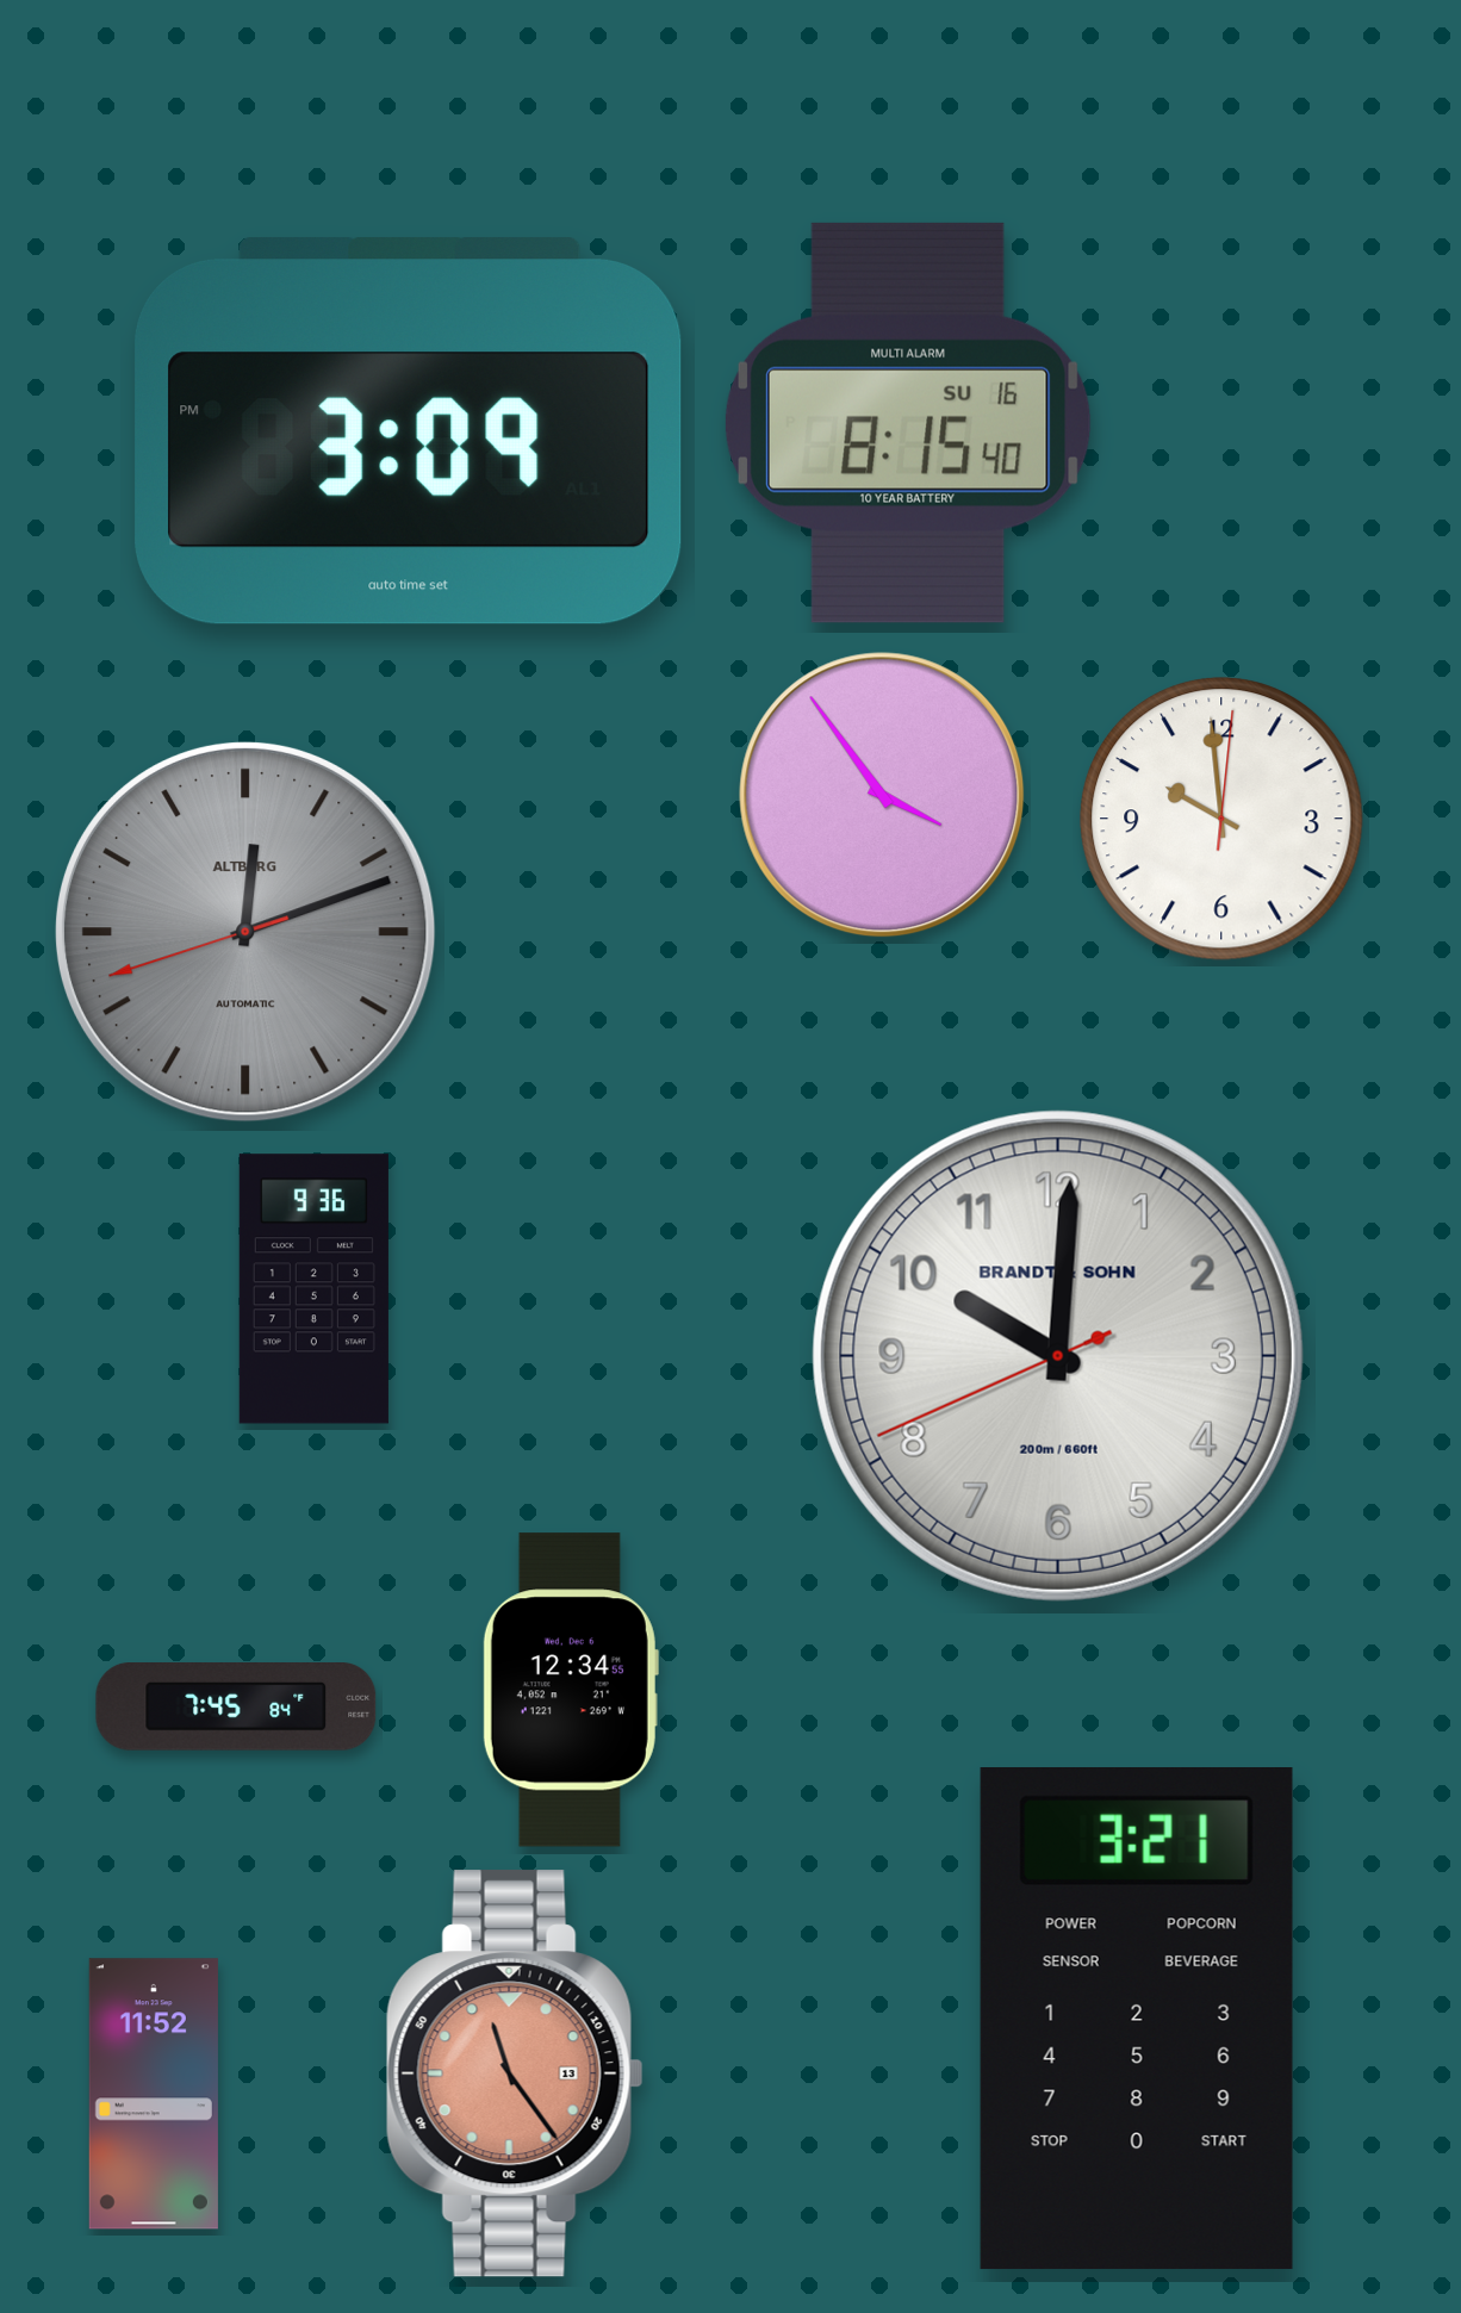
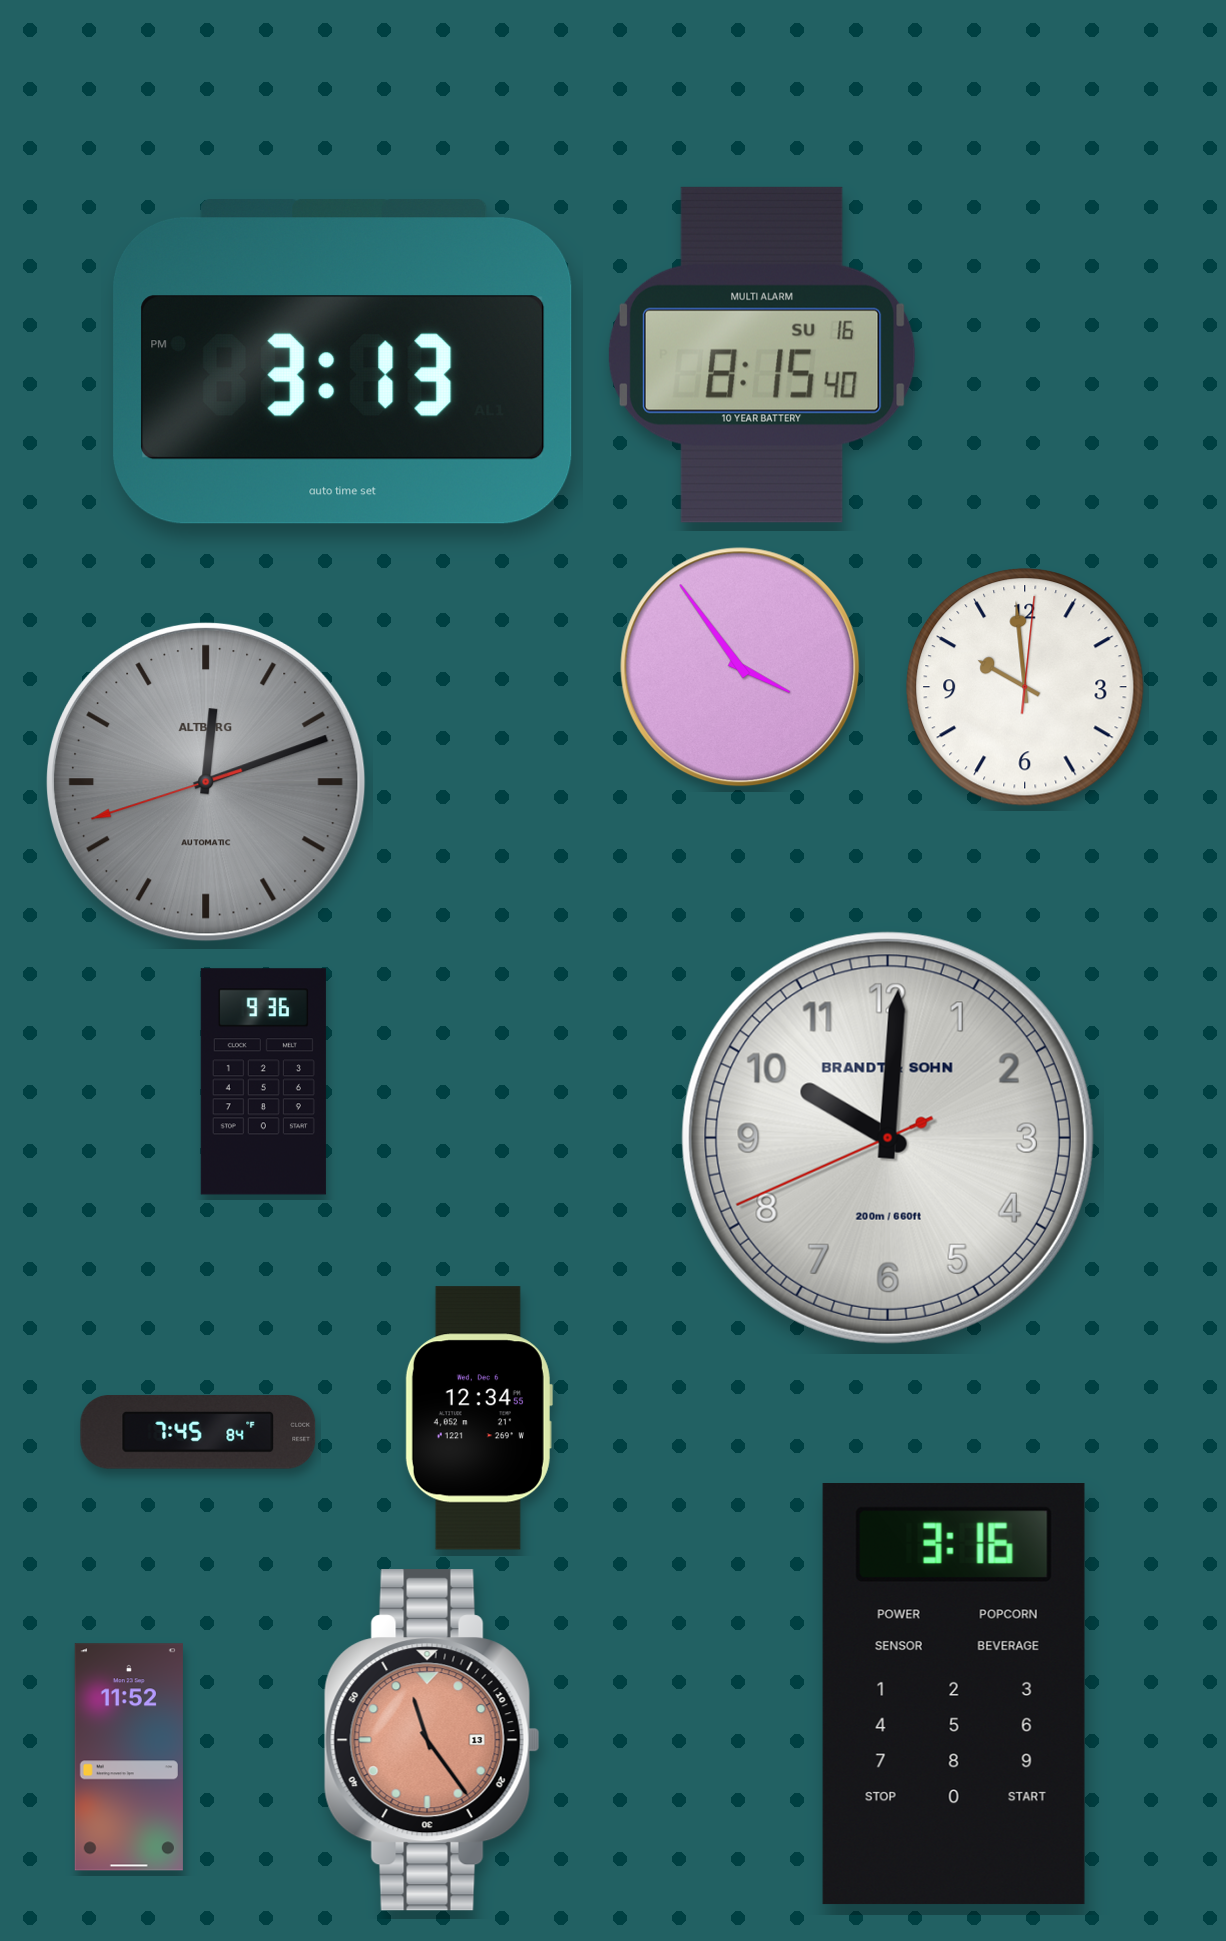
clock at (409, 431): 3:09 -> 3:13
clock at (1137, 2020): 3:21 -> 3:16
